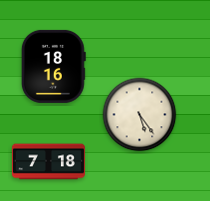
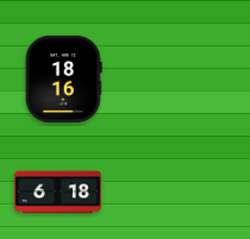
clock at (140, 115): 5:24 -> none
clock at (48, 162): 7:18 -> 6:18
